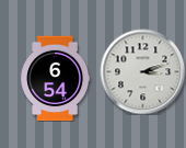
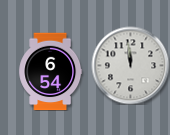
clock at (142, 71): 3:12 -> 11:59
